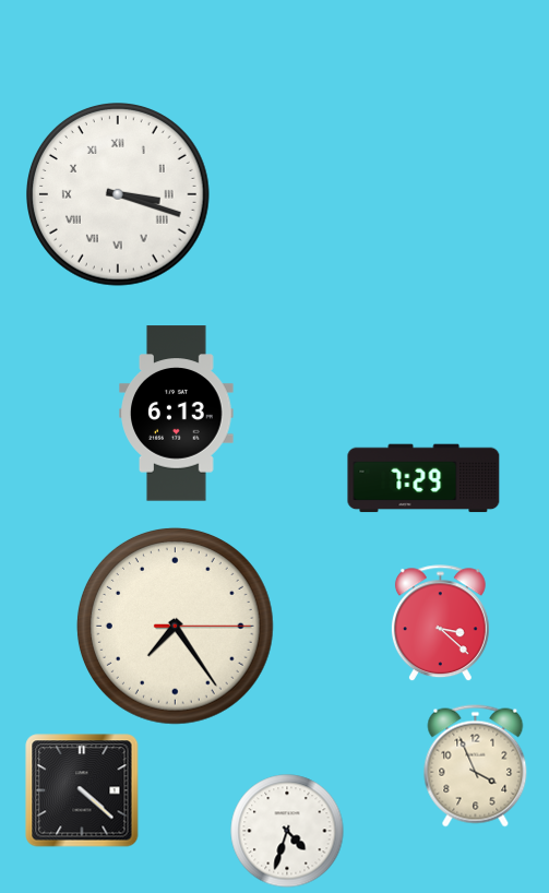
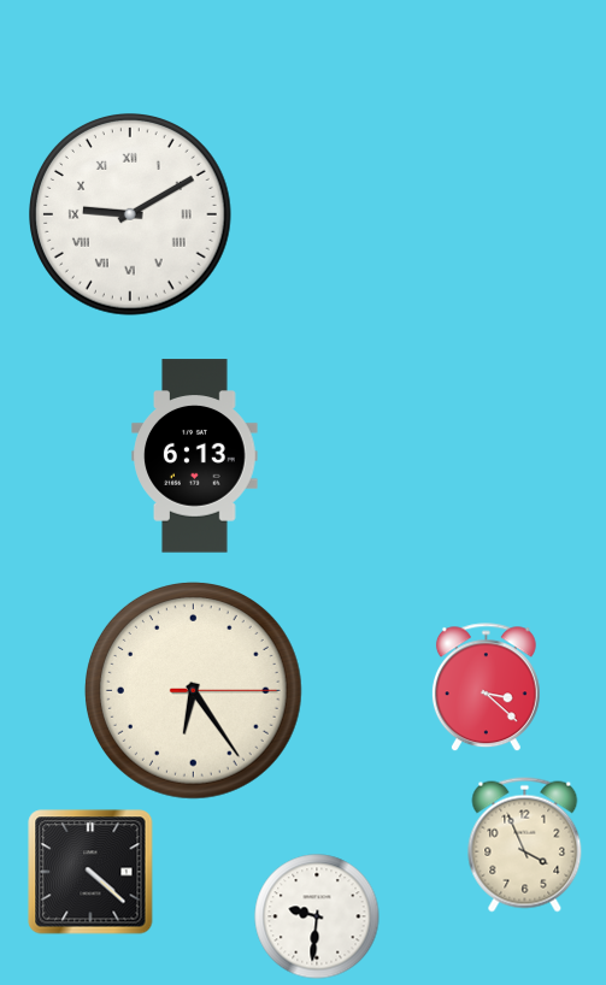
clock at (119, 195): 3:18 -> 9:10
clock at (423, 478): 7:29 -> none
clock at (175, 626): 7:24 -> 6:24
clock at (287, 831): 4:33 -> 9:31
